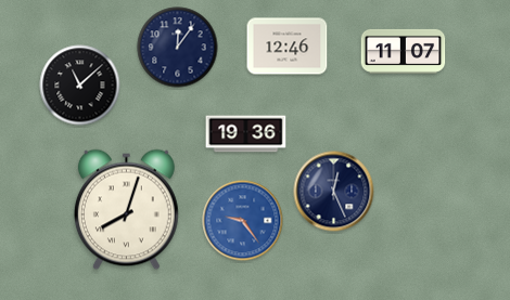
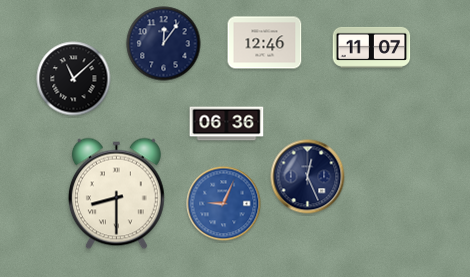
clock at (246, 134): 19:36 -> 06:36
clock at (126, 210): 8:03 -> 8:30
clock at (243, 221): 9:24 -> 9:04
